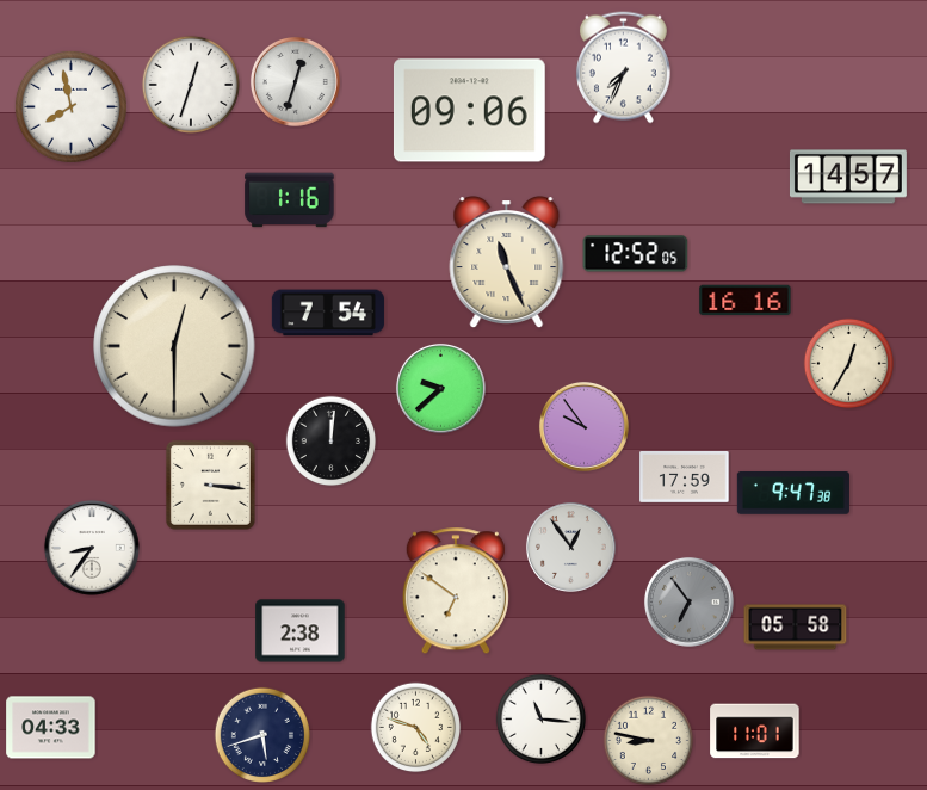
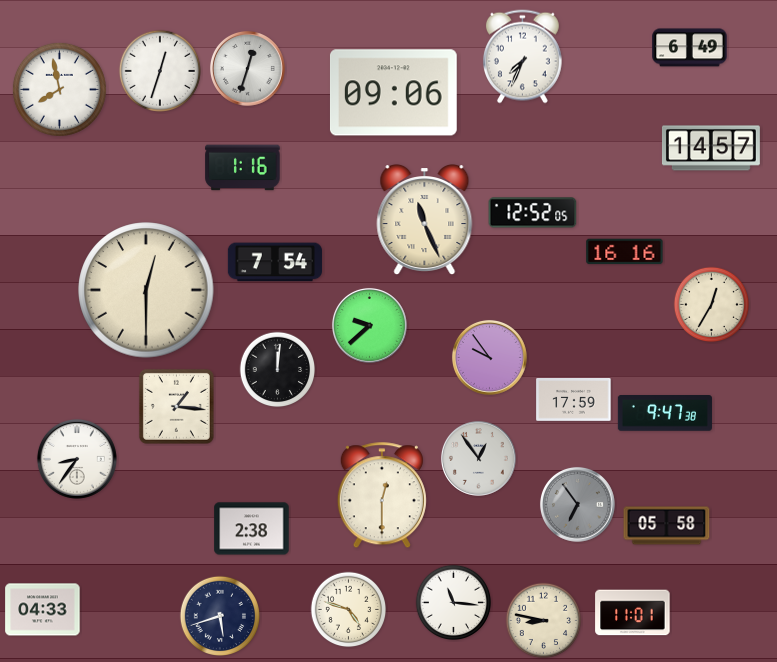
clock at (690, 48): none -> 6:49
clock at (210, 485): 3:16 -> 1:16
clock at (456, 592): 6:51 -> 12:30
